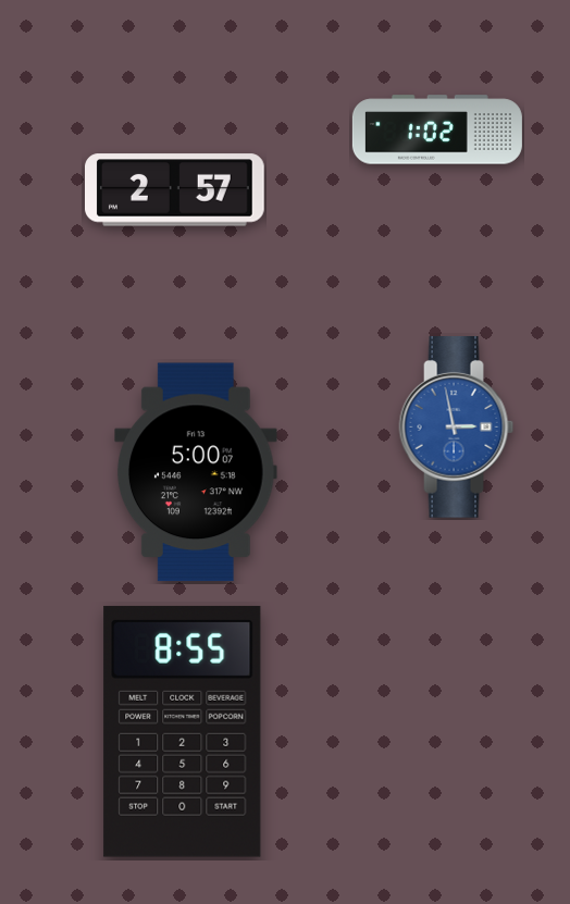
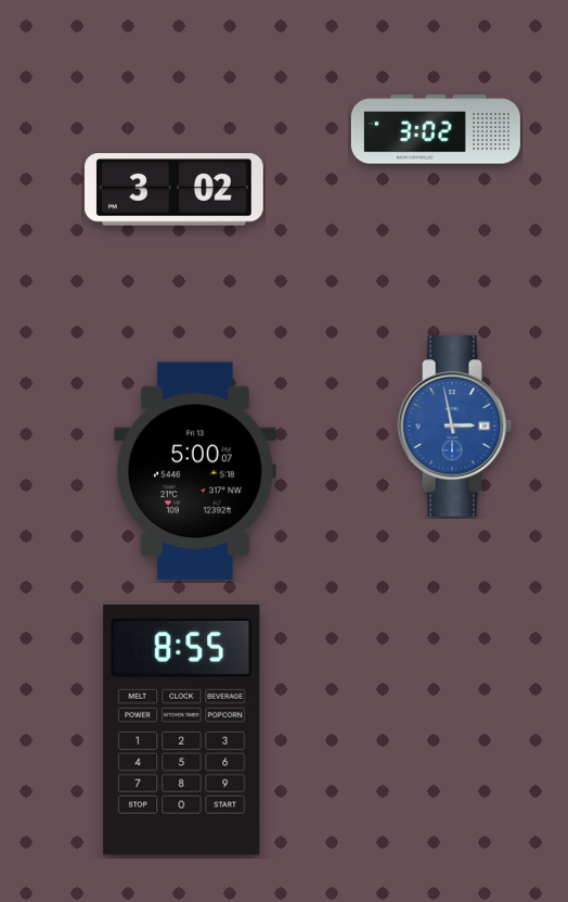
clock at (437, 129): 1:02 -> 3:02
clock at (175, 190): 2:57 -> 3:02
